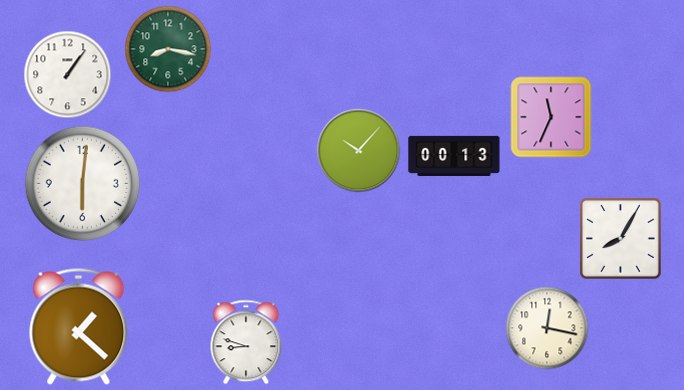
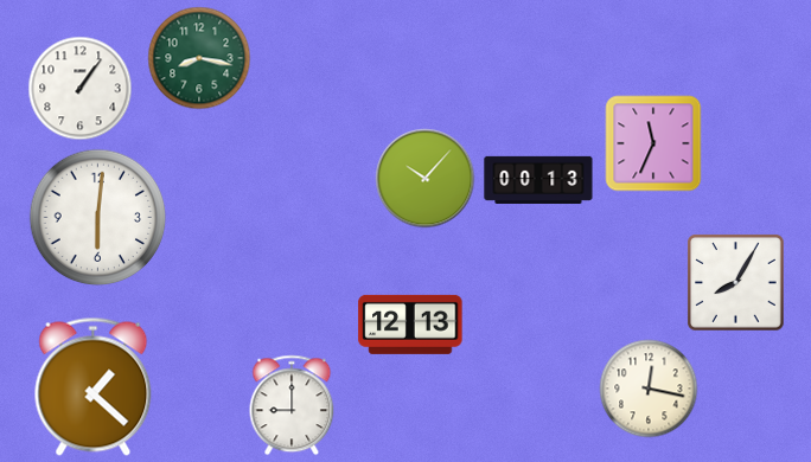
clock at (551, 117) position: (551, 117) -> (653, 143)
clock at (454, 156) position: (454, 156) -> (538, 180)
clock at (410, 325): none -> 12:13
clock at (246, 342): 8:48 -> 9:00
